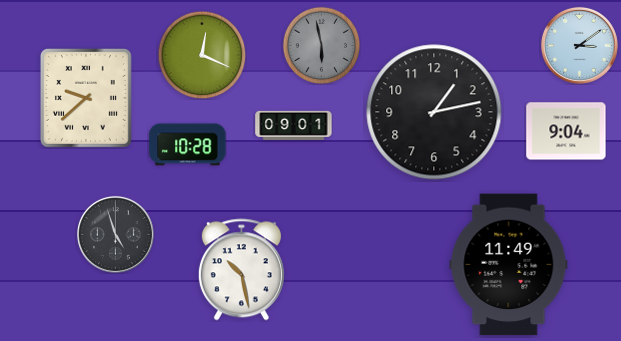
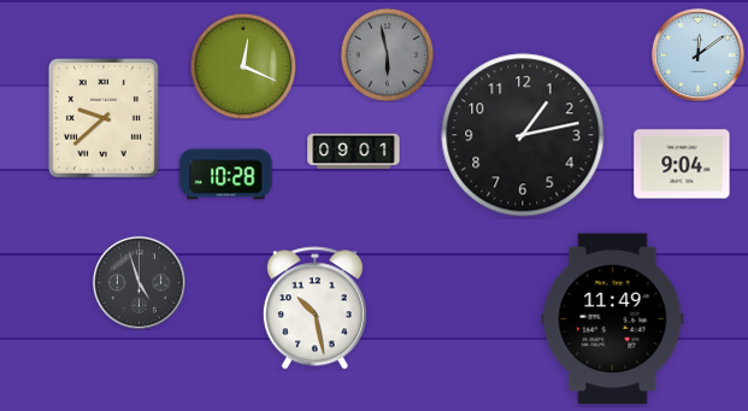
clock at (579, 45): 3:09 -> 12:09
clock at (566, 131) position: (566, 131) -> (682, 164)
clock at (241, 270) position: (241, 270) -> (314, 309)
